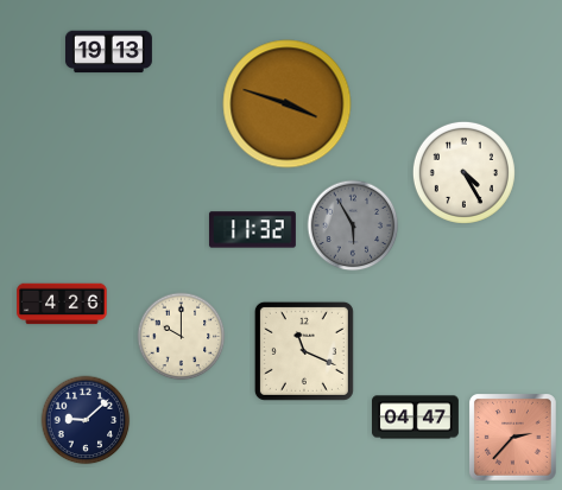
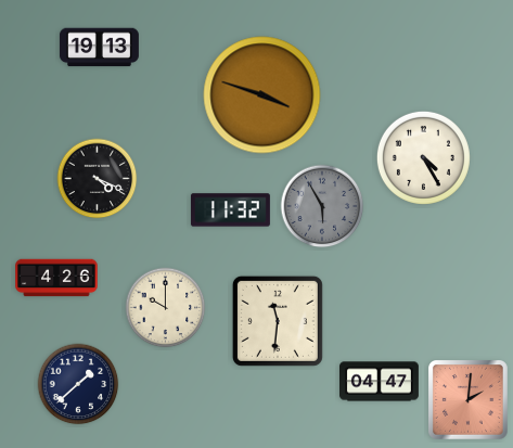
clock at (98, 179): none -> 4:19
clock at (304, 351): 11:19 -> 11:31
clock at (86, 420): 9:08 -> 1:38
clock at (513, 438): 2:37 -> 2:01
